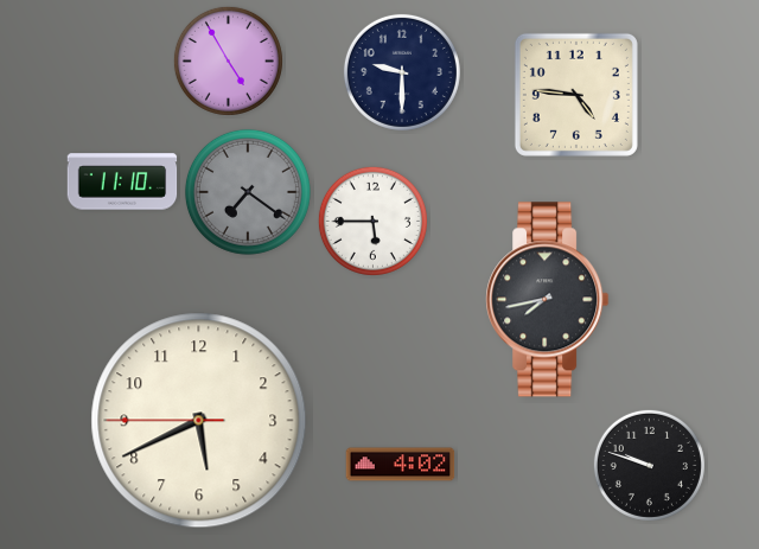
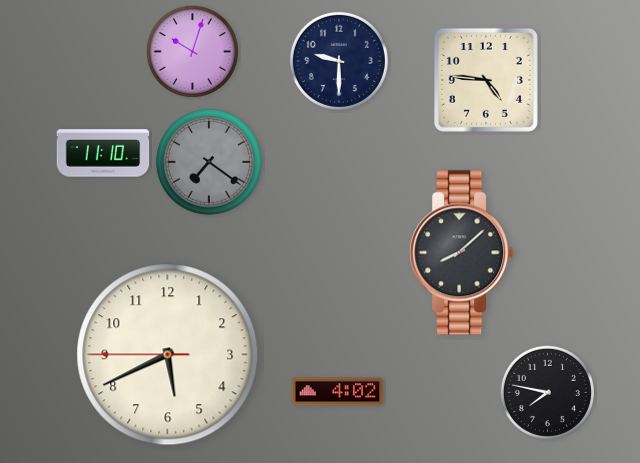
clock at (228, 60): 4:55 -> 10:03
clock at (372, 221): 5:45 -> none
clock at (548, 300): 7:43 -> 8:08
clock at (649, 465): 9:48 -> 7:47
